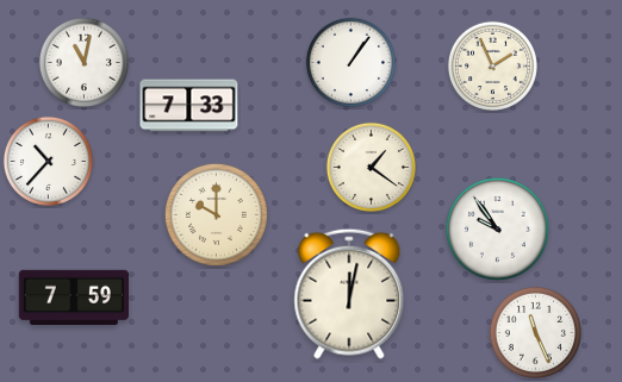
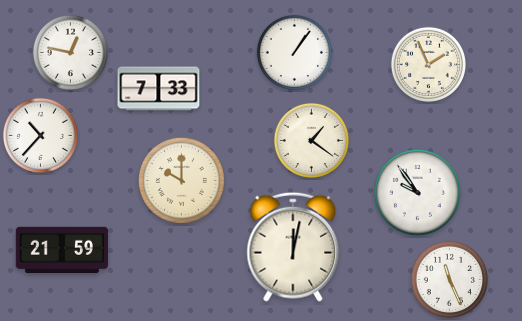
clock at (83, 62): 11:02 -> 12:47
clock at (492, 65) position: (492, 65) -> (428, 64)
clock at (73, 296): 7:59 -> 21:59
